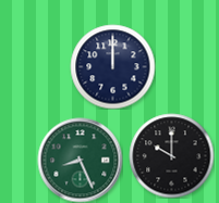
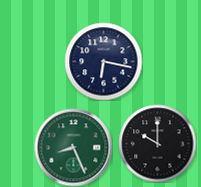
clock at (112, 66): 12:00 -> 6:17
